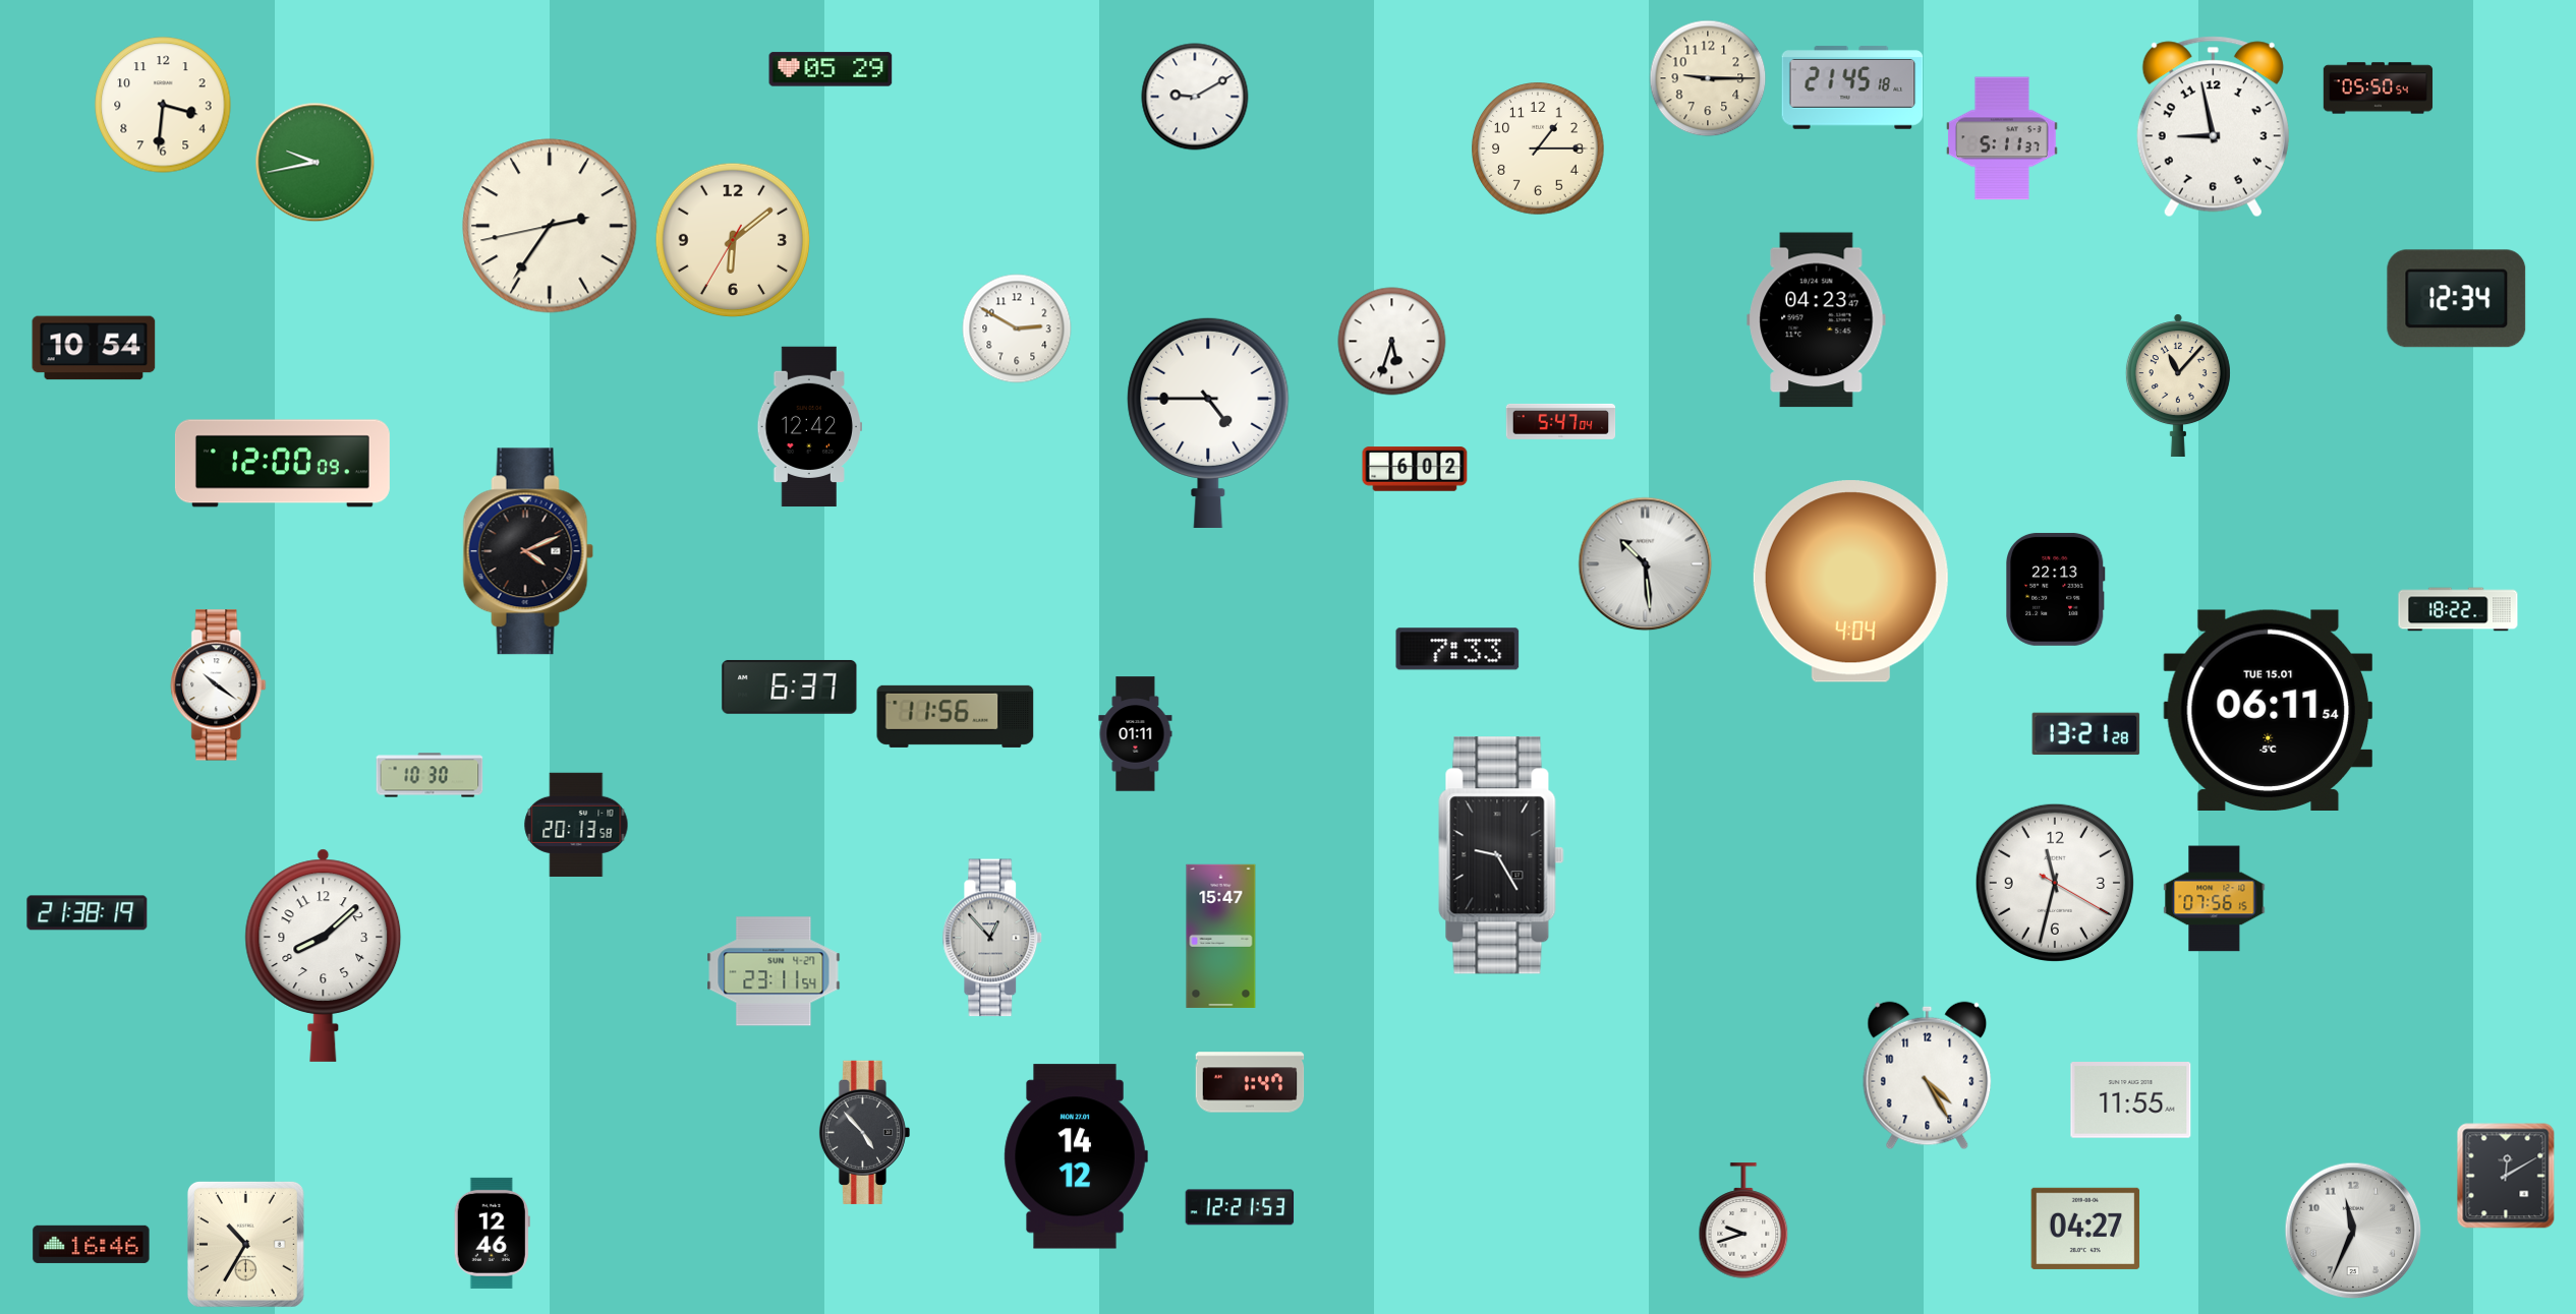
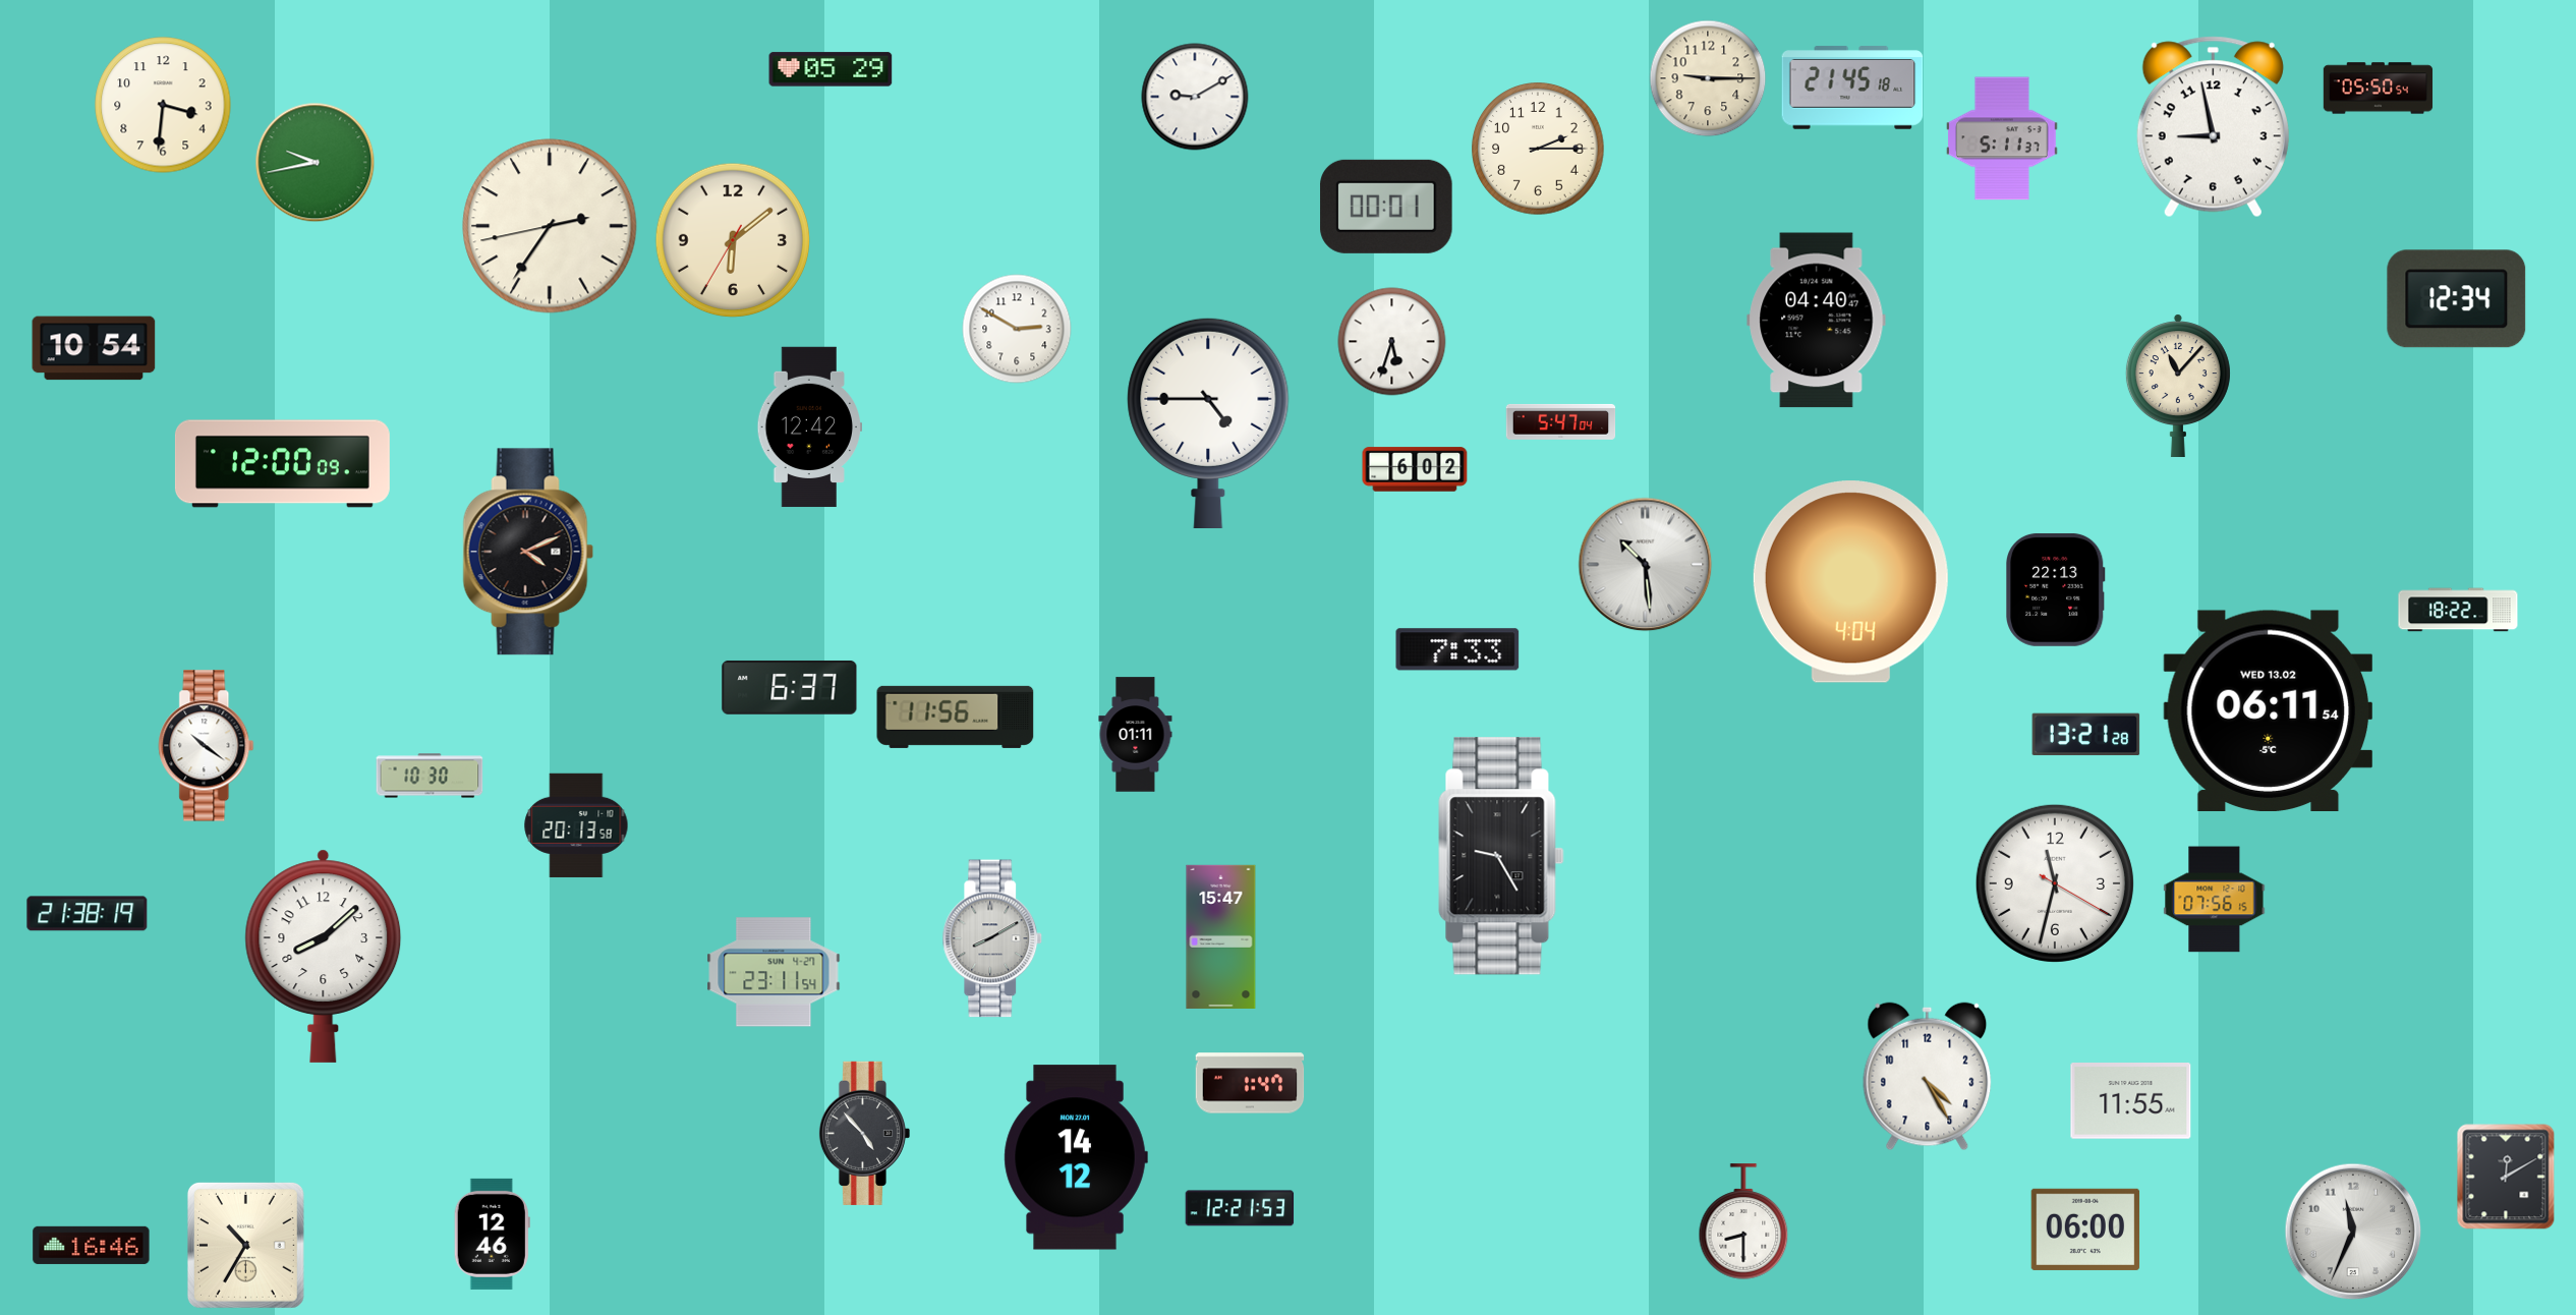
clock at (1538, 148): 1:15 -> 2:15
clock at (1386, 207): none -> 00:01
clock at (1817, 320): 04:23 -> 04:40
clock at (219, 685) position: (219, 685) -> (207, 746)
clock at (2268, 710) date: TUE 15.01 -> WED 13.02
clock at (992, 938): 12:53 -> 8:10
clock at (1743, 1220): 9:42 -> 8:30
clock at (2085, 1229): 04:27 -> 06:00
